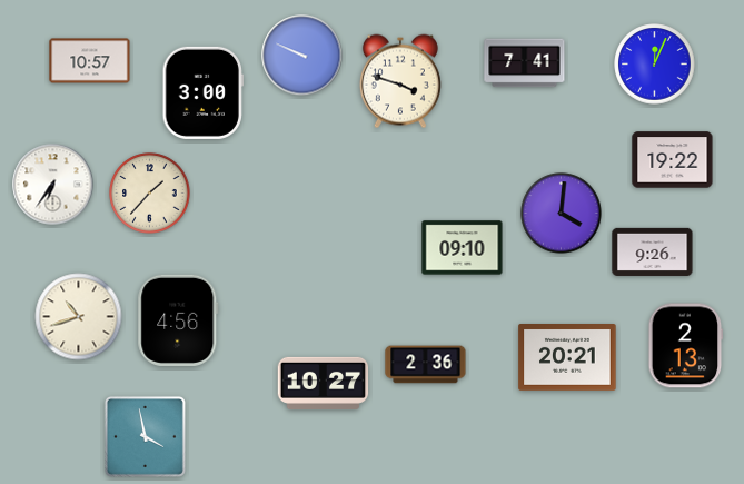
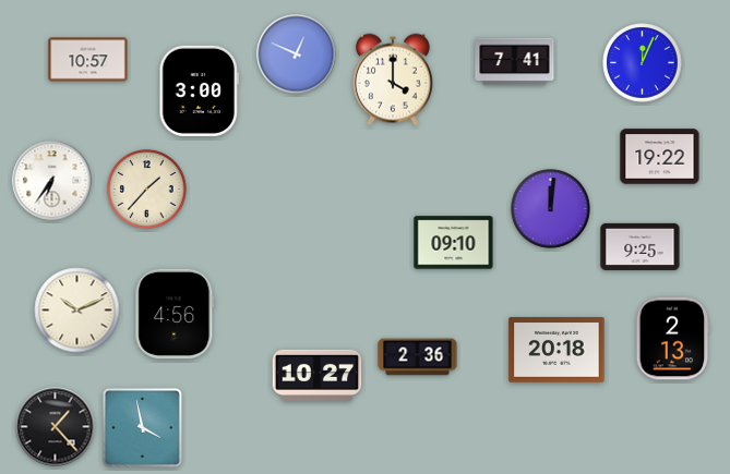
clock at (302, 56): 9:49 -> 12:49
clock at (400, 81): 3:48 -> 4:00
clock at (562, 214): 4:01 -> 12:01
clock at (653, 251): 9:26 -> 9:25
clock at (79, 317): 10:42 -> 10:11
clock at (567, 358): 20:21 -> 20:18
clock at (56, 427): none -> 1:23
